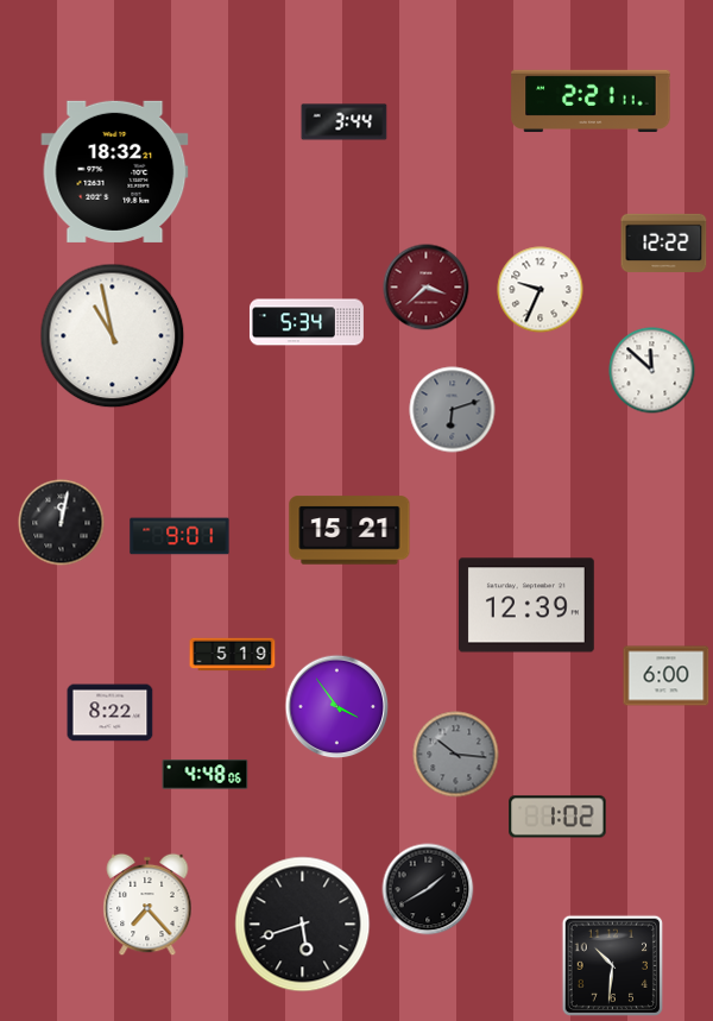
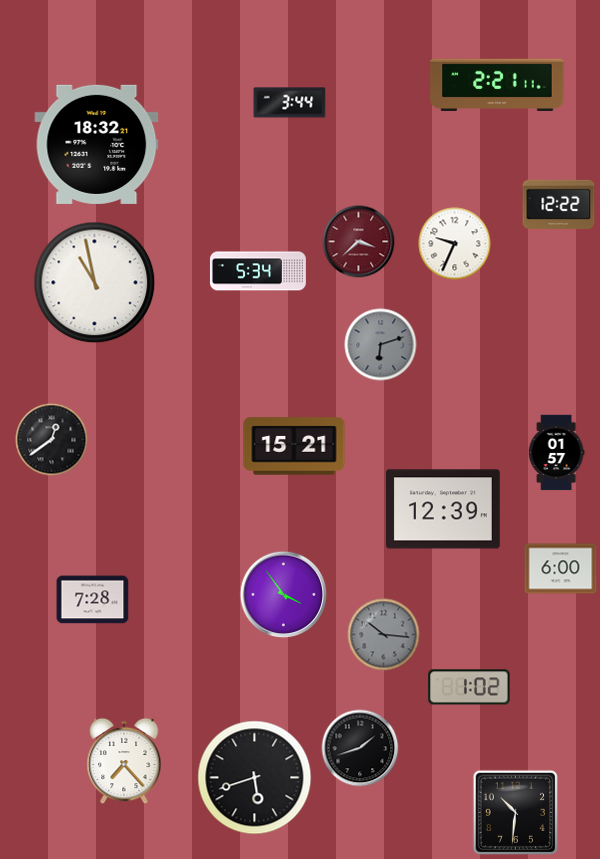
clock at (652, 371): 11:52 -> none
clock at (62, 523): 12:02 -> 12:39
clock at (179, 536): 9:01 -> none
clock at (556, 453): none -> 01:57
clock at (233, 655): 5:19 -> none
clock at (111, 713): 8:22 -> 7:28
clock at (206, 775): 4:48 -> none
clock at (428, 889): 1:40 -> 1:42
